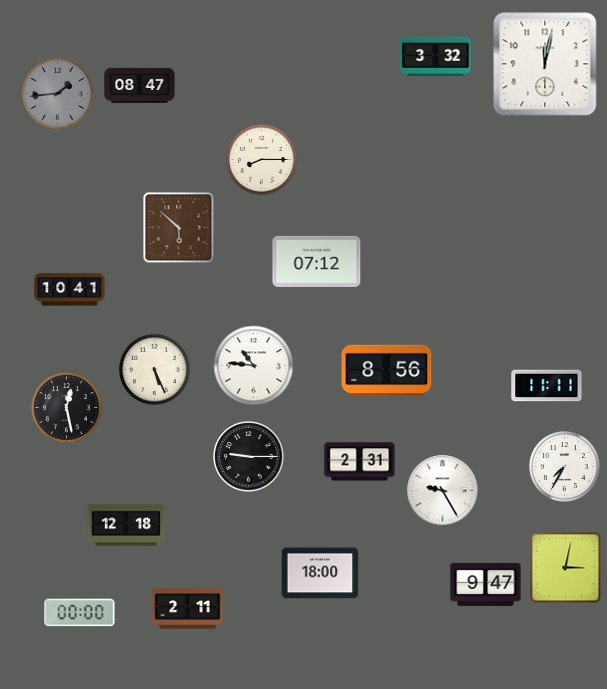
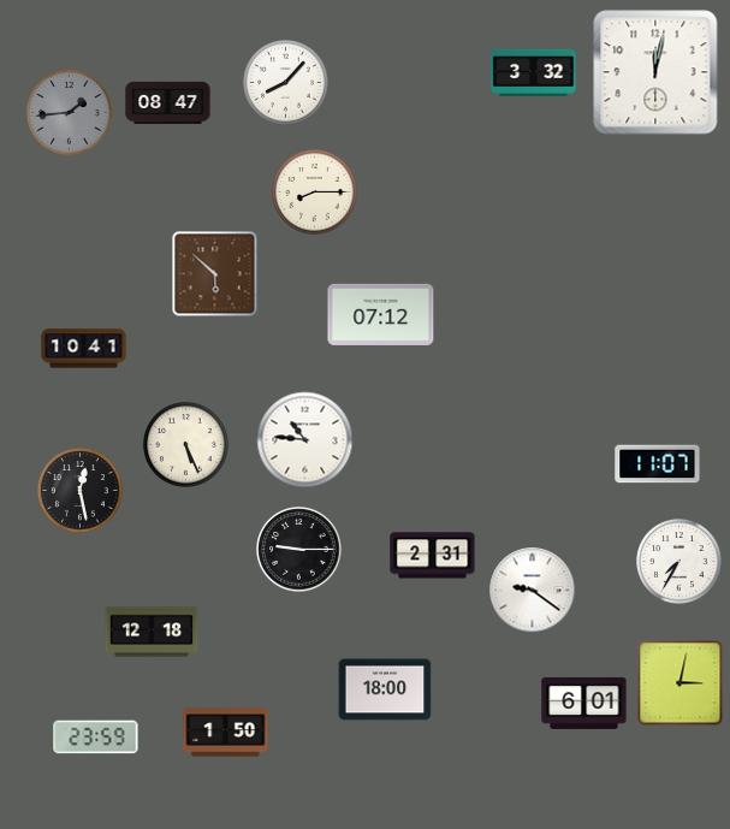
clock at (436, 56) position: (436, 56) -> (534, 72)
clock at (545, 64) position: (545, 64) -> (655, 72)
clock at (286, 83): none -> 8:07
clock at (387, 371): 8:56 -> none
clock at (547, 386): 11:11 -> 11:07
clock at (443, 491): 9:25 -> 9:21
clock at (486, 584): 9:47 -> 6:01
clock at (188, 609): 2:11 -> 1:50
clock at (80, 613): 00:00 -> 23:59
